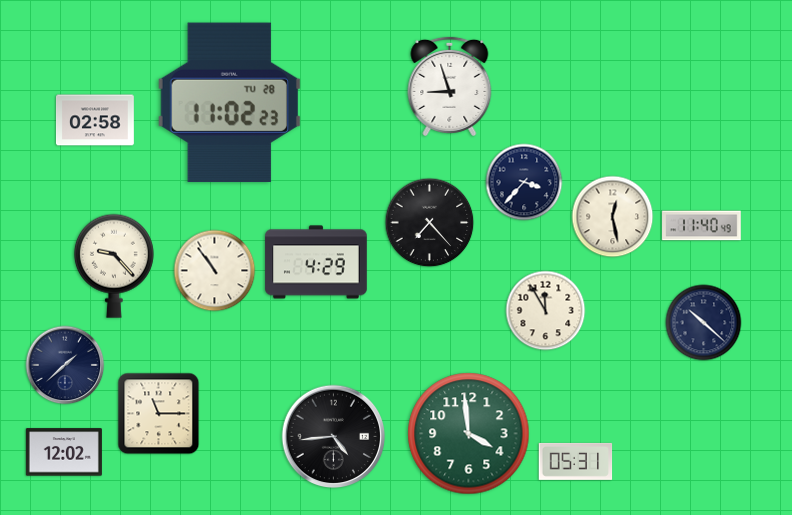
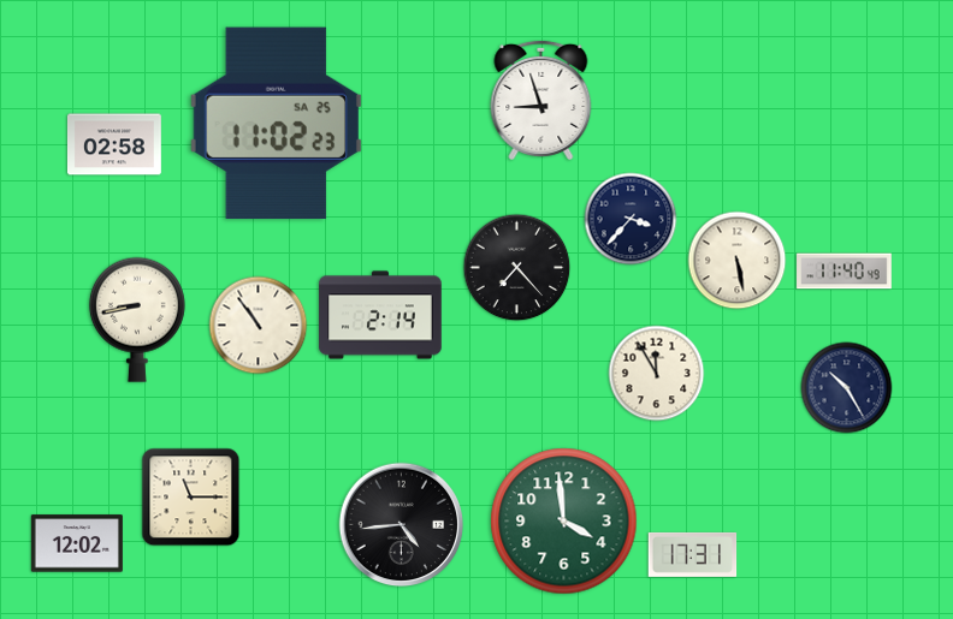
clock at (450, 86) position: (450, 86) -> (541, 100)
clock at (229, 102) date: TU 28 -> SA 25
clock at (613, 217): 12:28 -> 5:28
clock at (316, 262): 4:29 -> 2:14
clock at (114, 266): 9:23 -> 8:43
clock at (704, 323): 10:22 -> 10:25
clock at (65, 365): 1:38 -> none
clock at (576, 461): 05:31 -> 17:31
